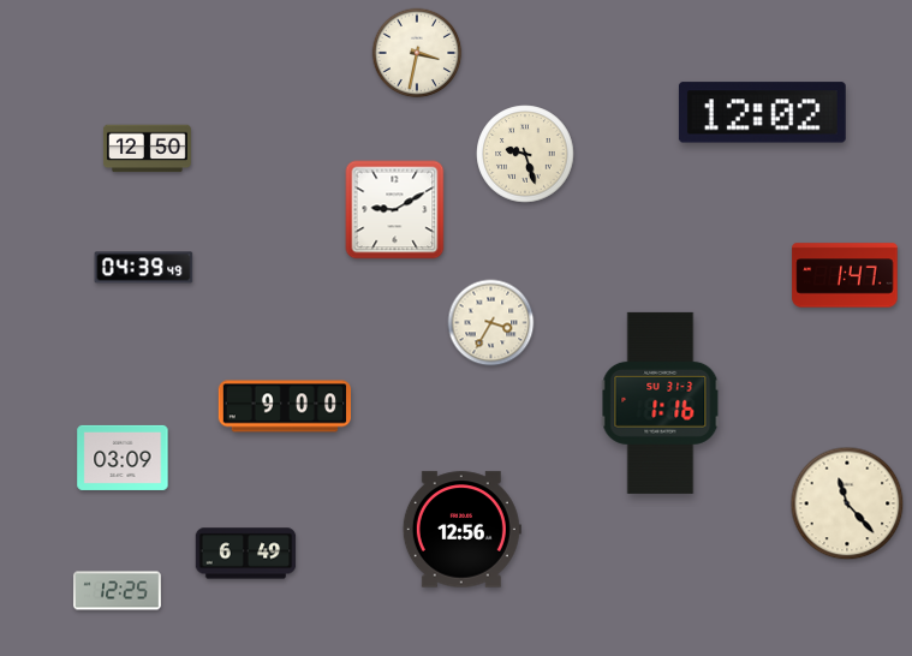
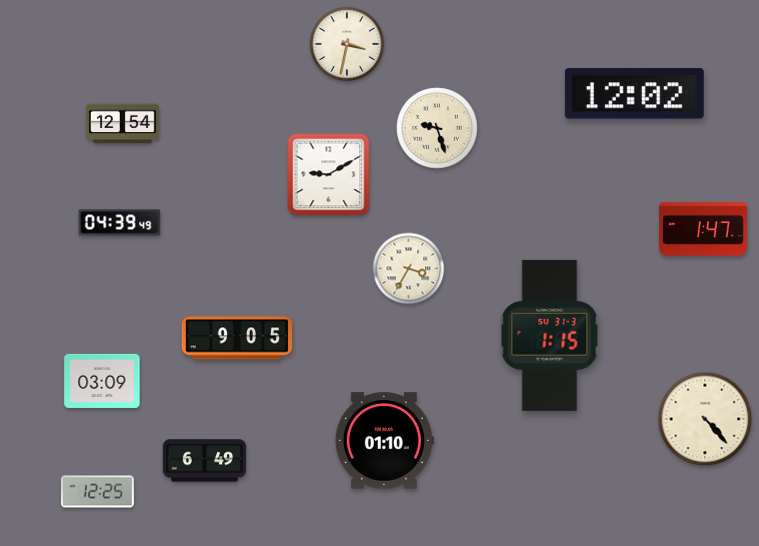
clock at (147, 149): 12:50 -> 12:54
clock at (661, 402): 1:16 -> 1:15
clock at (285, 406): 9:00 -> 9:05
clock at (847, 503): 11:23 -> 4:23
clock at (461, 530): 12:56 -> 01:10
